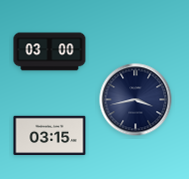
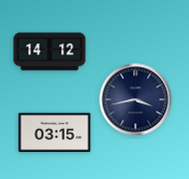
clock at (50, 52): 03:00 -> 14:12
clock at (50, 136) position: (50, 136) -> (55, 133)
